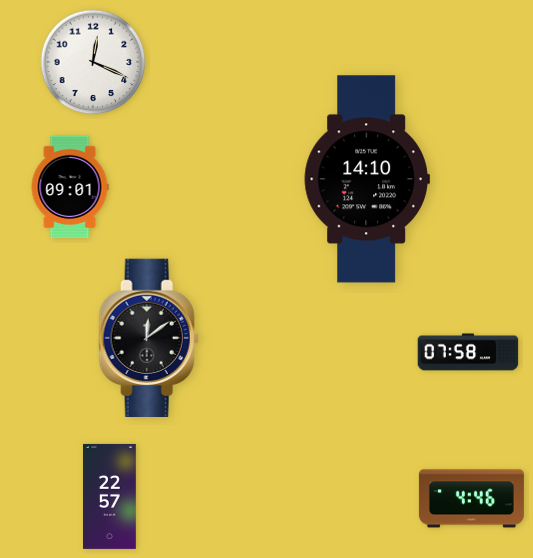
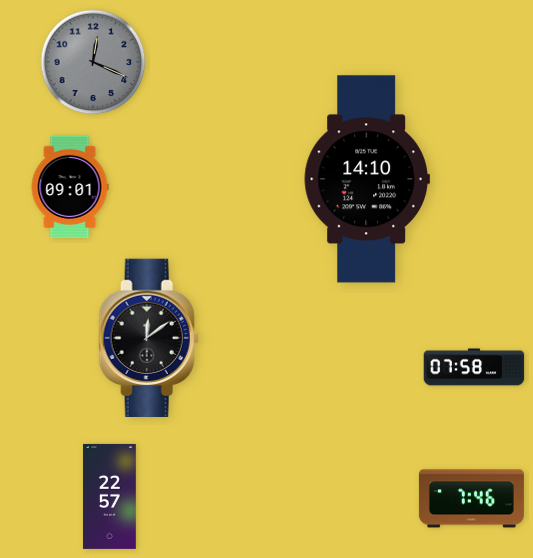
clock at (93, 62) dial: white -> grey
clock at (468, 352) position: (468, 352) -> (474, 367)
clock at (471, 499): 4:46 -> 7:46
